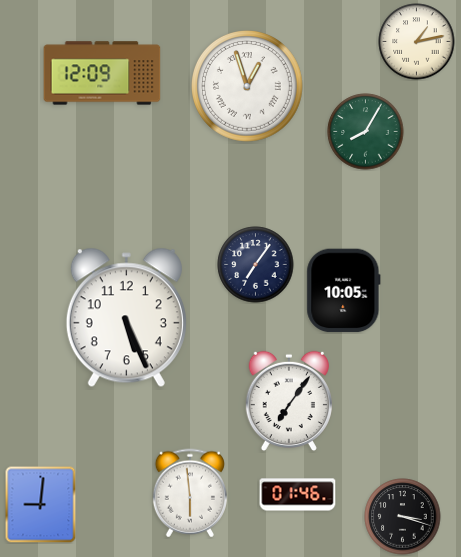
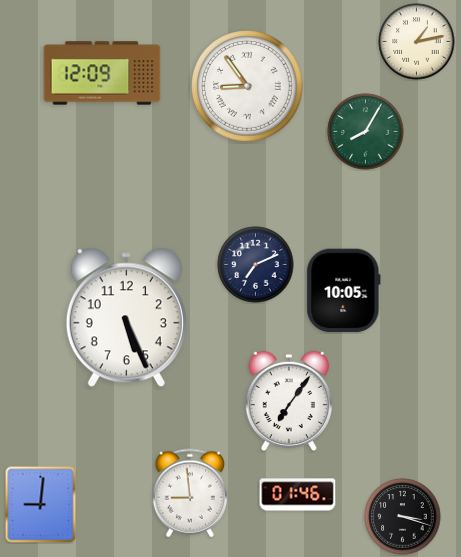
clock at (248, 87): 12:57 -> 8:54
clock at (256, 265): 7:06 -> 7:11
clock at (190, 493): 5:59 -> 8:59
